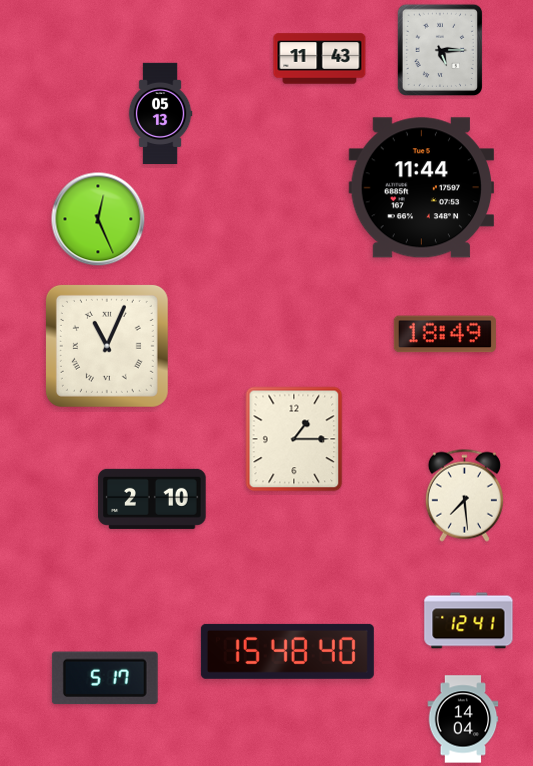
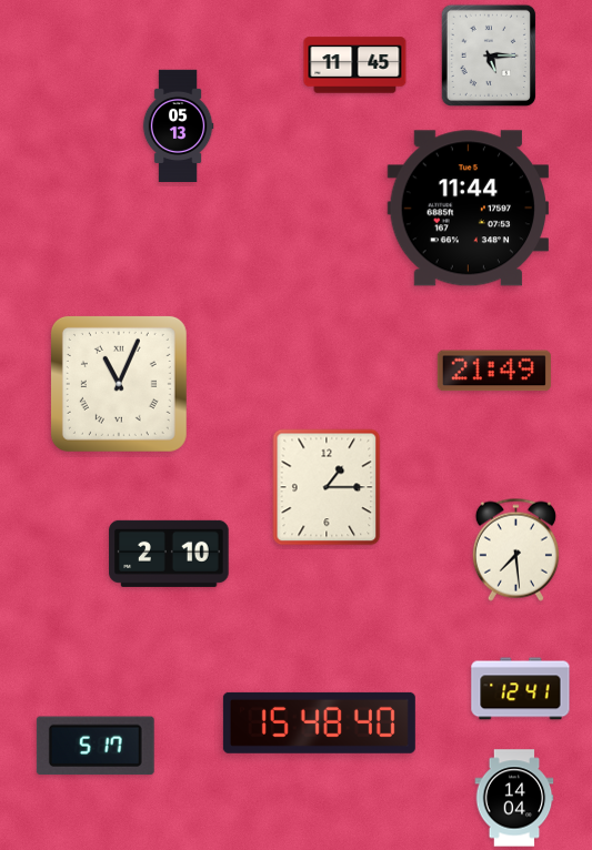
clock at (320, 59): 11:43 -> 11:45
clock at (98, 219): 12:26 -> none
clock at (445, 334): 18:49 -> 21:49
clock at (105, 678) position: (105, 678) -> (96, 746)
